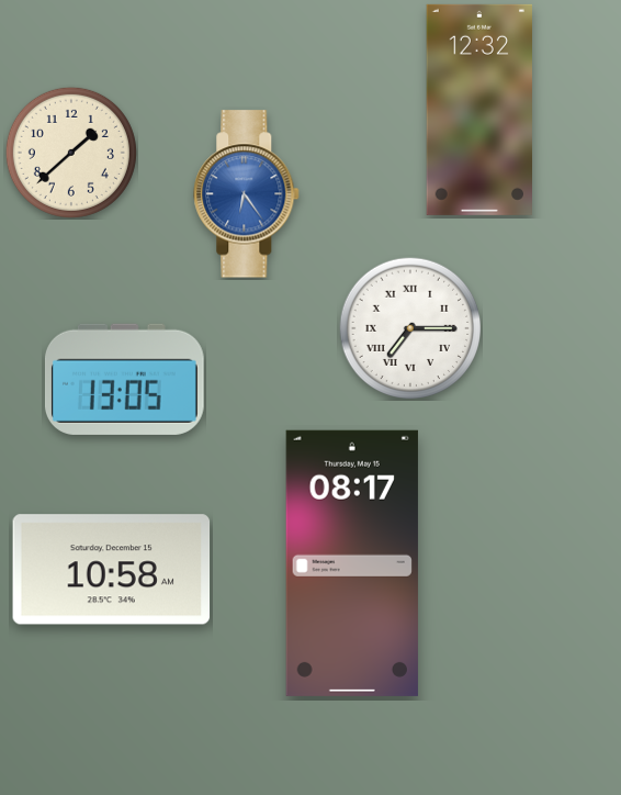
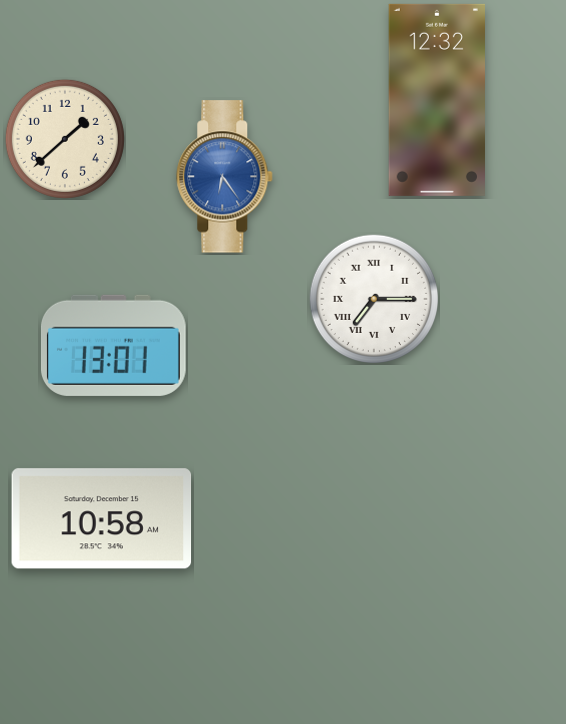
clock at (124, 379): 13:05 -> 13:01
clock at (352, 563): 08:17 -> none
